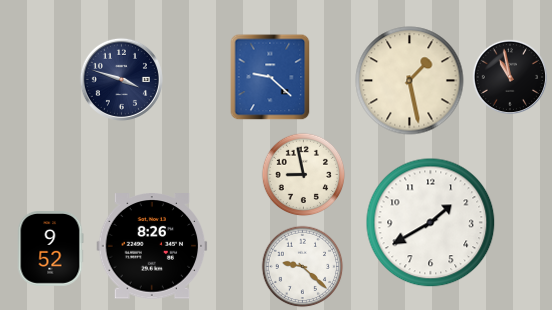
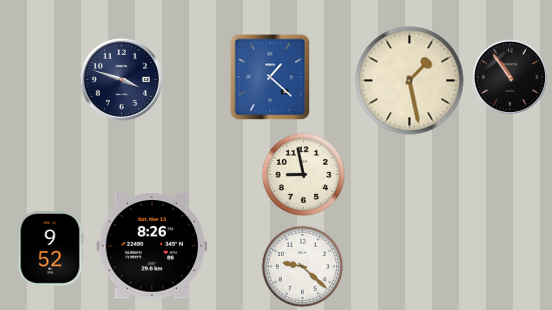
clock at (509, 76): 10:58 -> 10:54
clock at (270, 77): 9:22 -> 1:22
clock at (431, 223): 1:40 -> none
